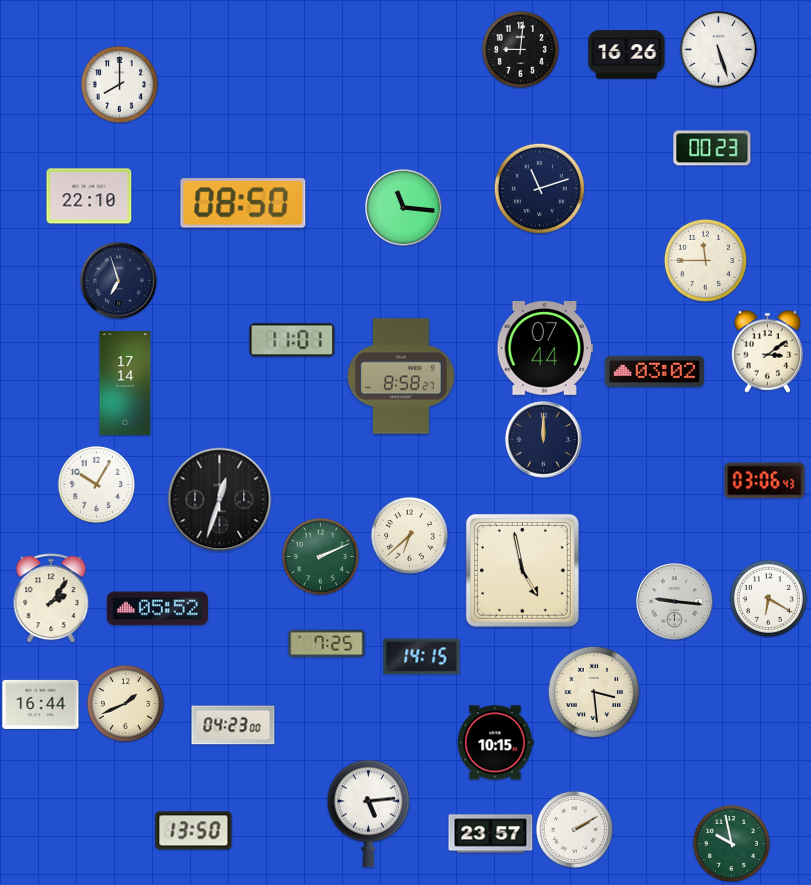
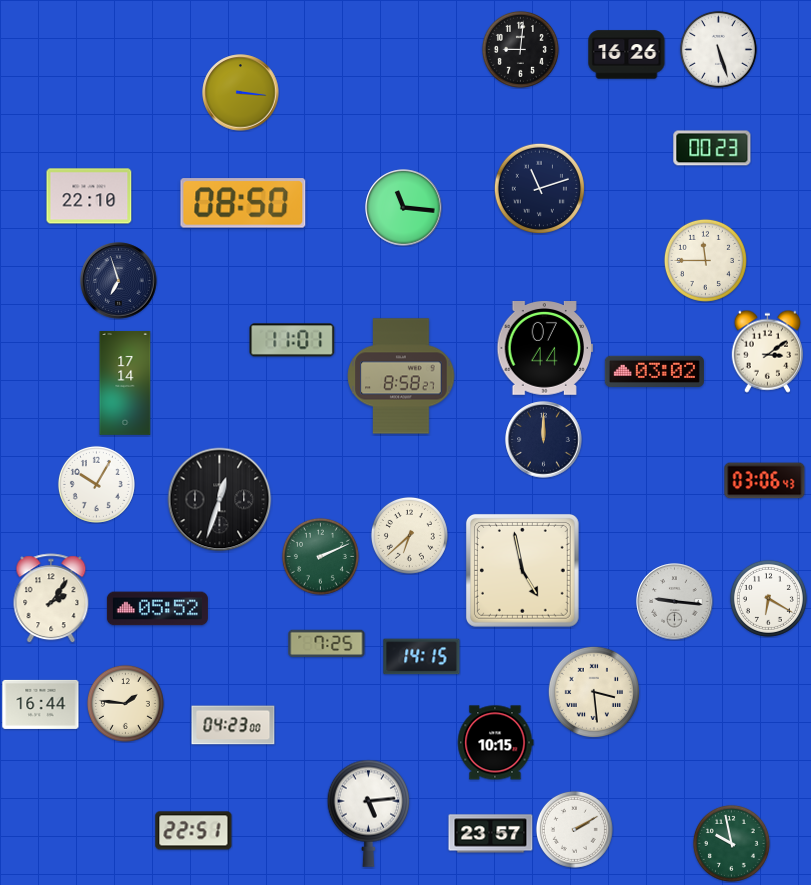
clock at (119, 84): 8:00 -> none
clock at (241, 93): none -> 3:16
clock at (125, 703): 1:41 -> 1:46
clock at (194, 831): 13:50 -> 22:51
